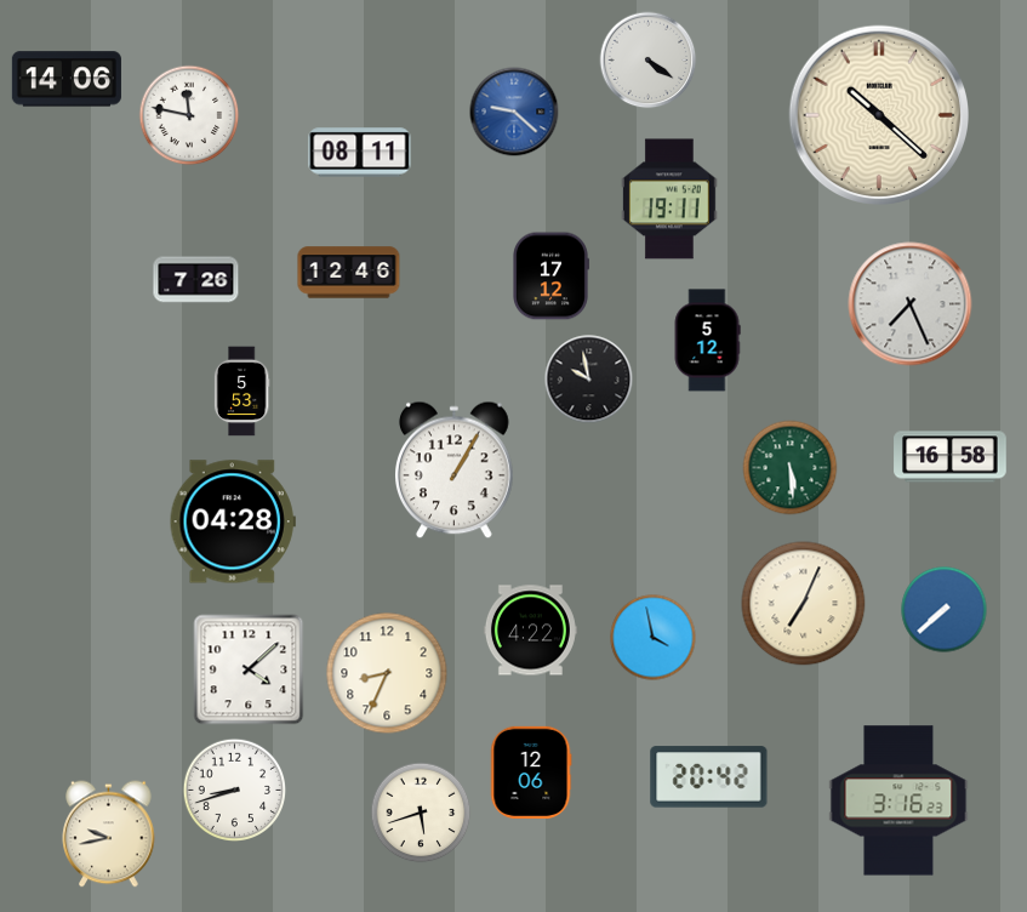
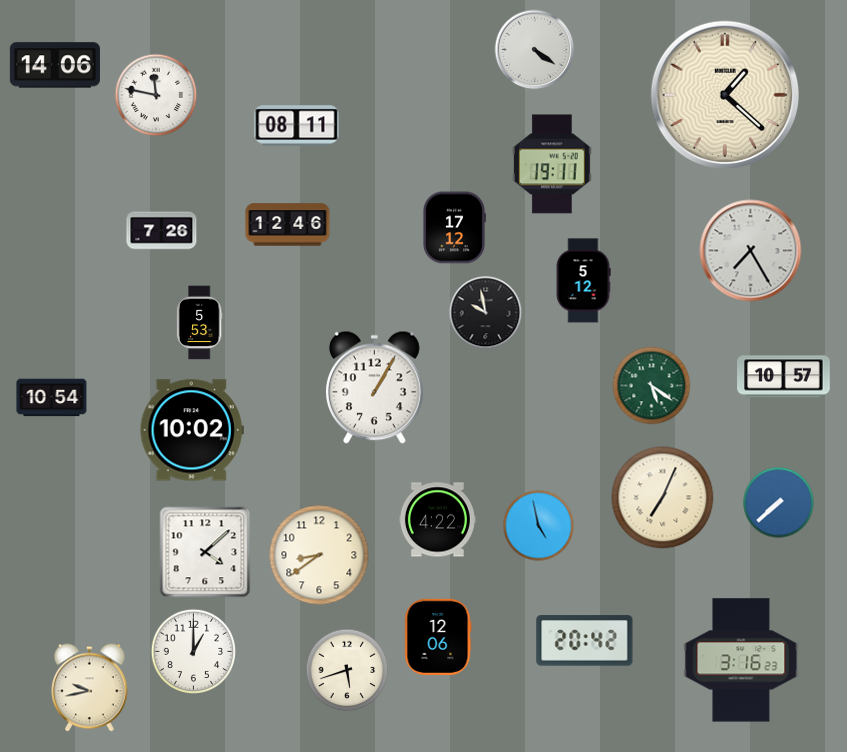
clock at (514, 112): 9:22 -> none
clock at (878, 114): 10:22 -> 1:22
clock at (911, 304): 7:26 -> 7:25
clock at (951, 457): 16:58 -> 10:57
clock at (791, 468): 5:29 -> 5:21
clock at (52, 398): none -> 10:54
clock at (233, 521): 04:28 -> 10:02
clock at (654, 638): 3:58 -> 4:58
clock at (387, 673): 8:34 -> 8:39
clock at (234, 790): 8:42 -> 1:00
